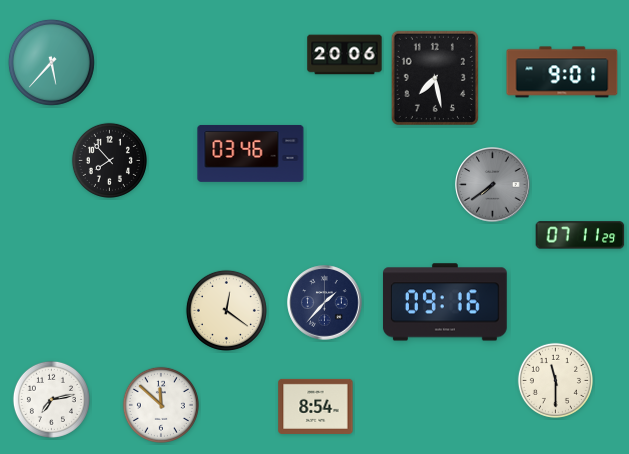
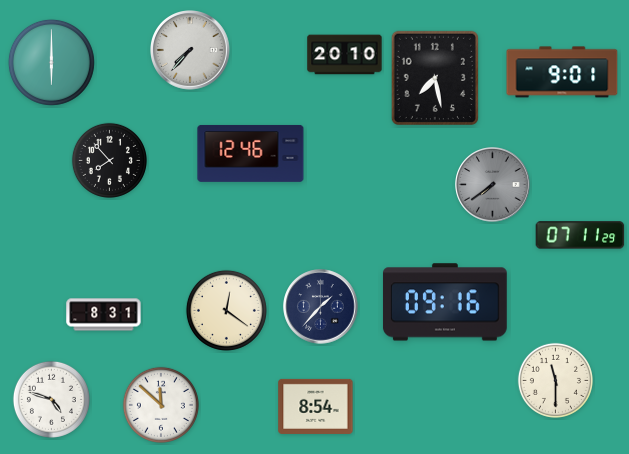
clock at (191, 51): none -> 7:37
clock at (345, 55): 20:06 -> 20:10
clock at (51, 62): 5:37 -> 6:00
clock at (251, 153): 03:46 -> 12:46
clock at (325, 303) position: (325, 303) -> (321, 307)
clock at (104, 315): none -> 8:31
clock at (51, 399): 7:13 -> 4:48
